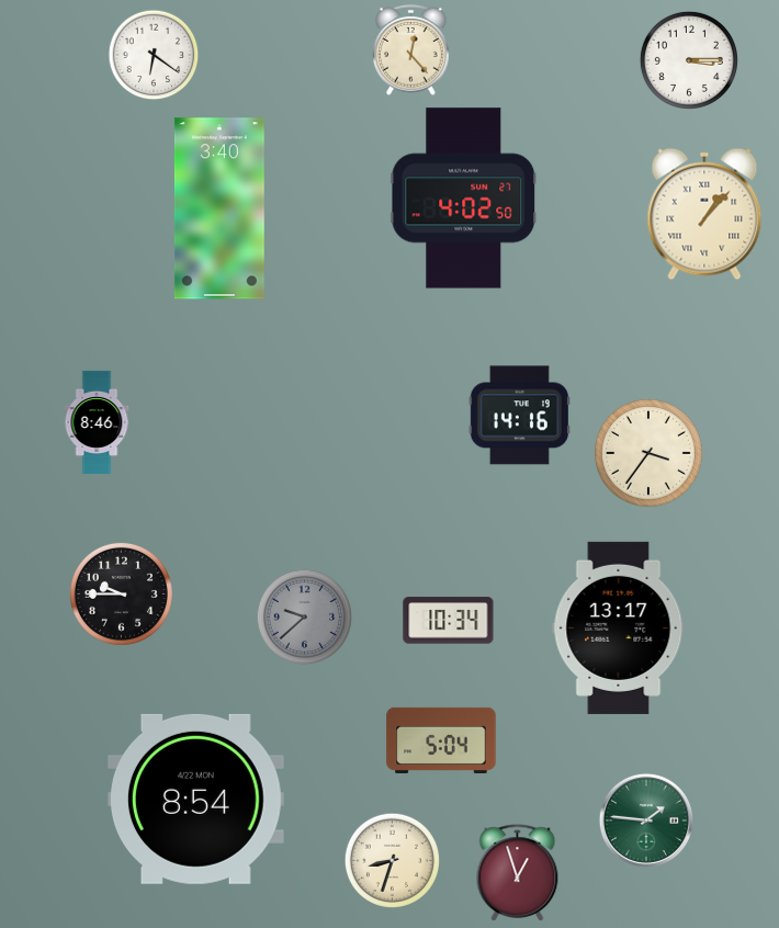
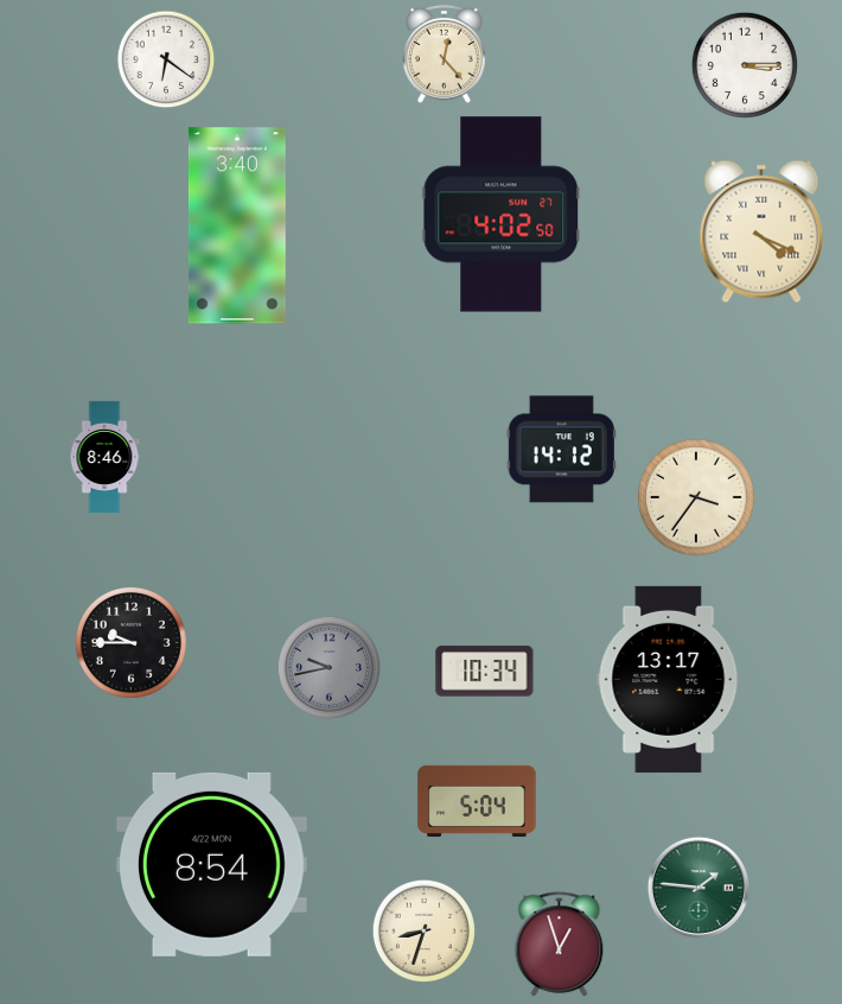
clock at (704, 214): 1:07 -> 4:19
clock at (519, 416): 14:16 -> 14:12
clock at (650, 454) position: (650, 454) -> (697, 498)
clock at (304, 616): 9:38 -> 9:43
